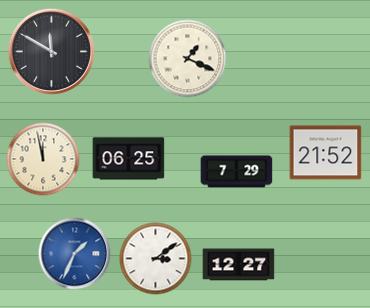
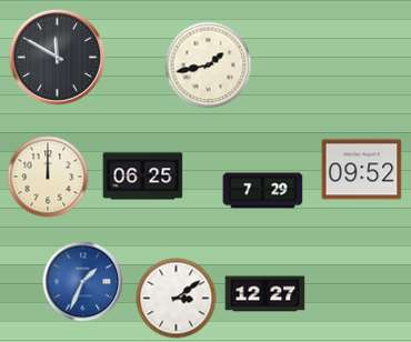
clock at (188, 59): 1:19 -> 1:43
clock at (326, 153): 21:52 -> 09:52
clock at (43, 159): 11:58 -> 12:00
clock at (156, 259) position: (156, 259) -> (177, 299)
